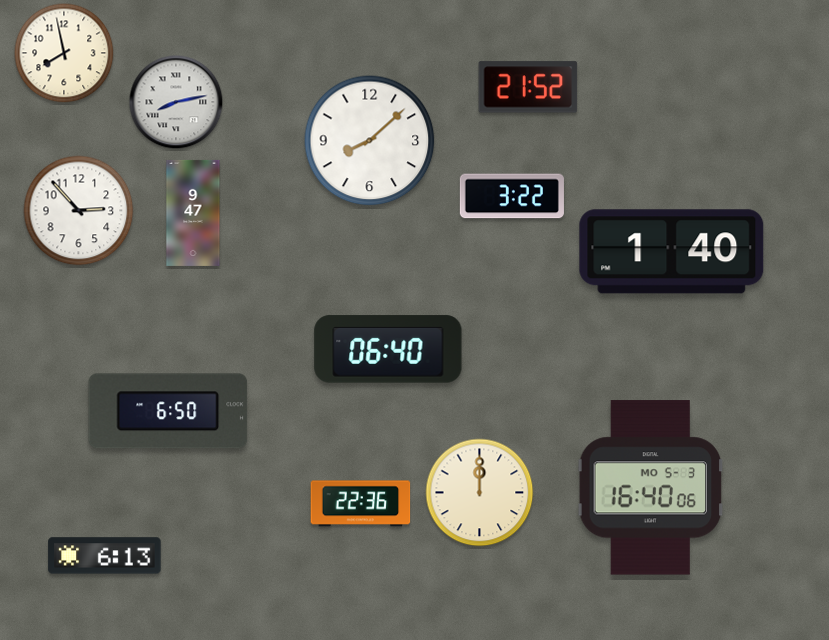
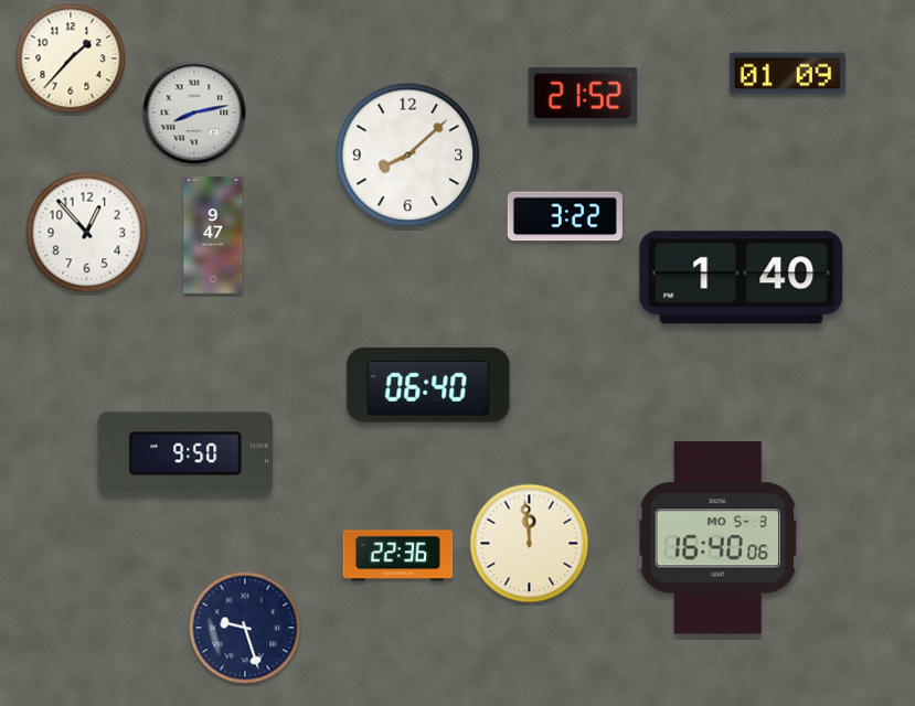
clock at (64, 53): 7:58 -> 1:37
clock at (787, 74): none -> 01:09
clock at (79, 211): 2:53 -> 12:53
clock at (168, 411): 6:50 -> 9:50
clock at (480, 493): 12:00 -> 11:59
clock at (105, 556): 6:13 -> none
clock at (245, 628): none -> 9:27
